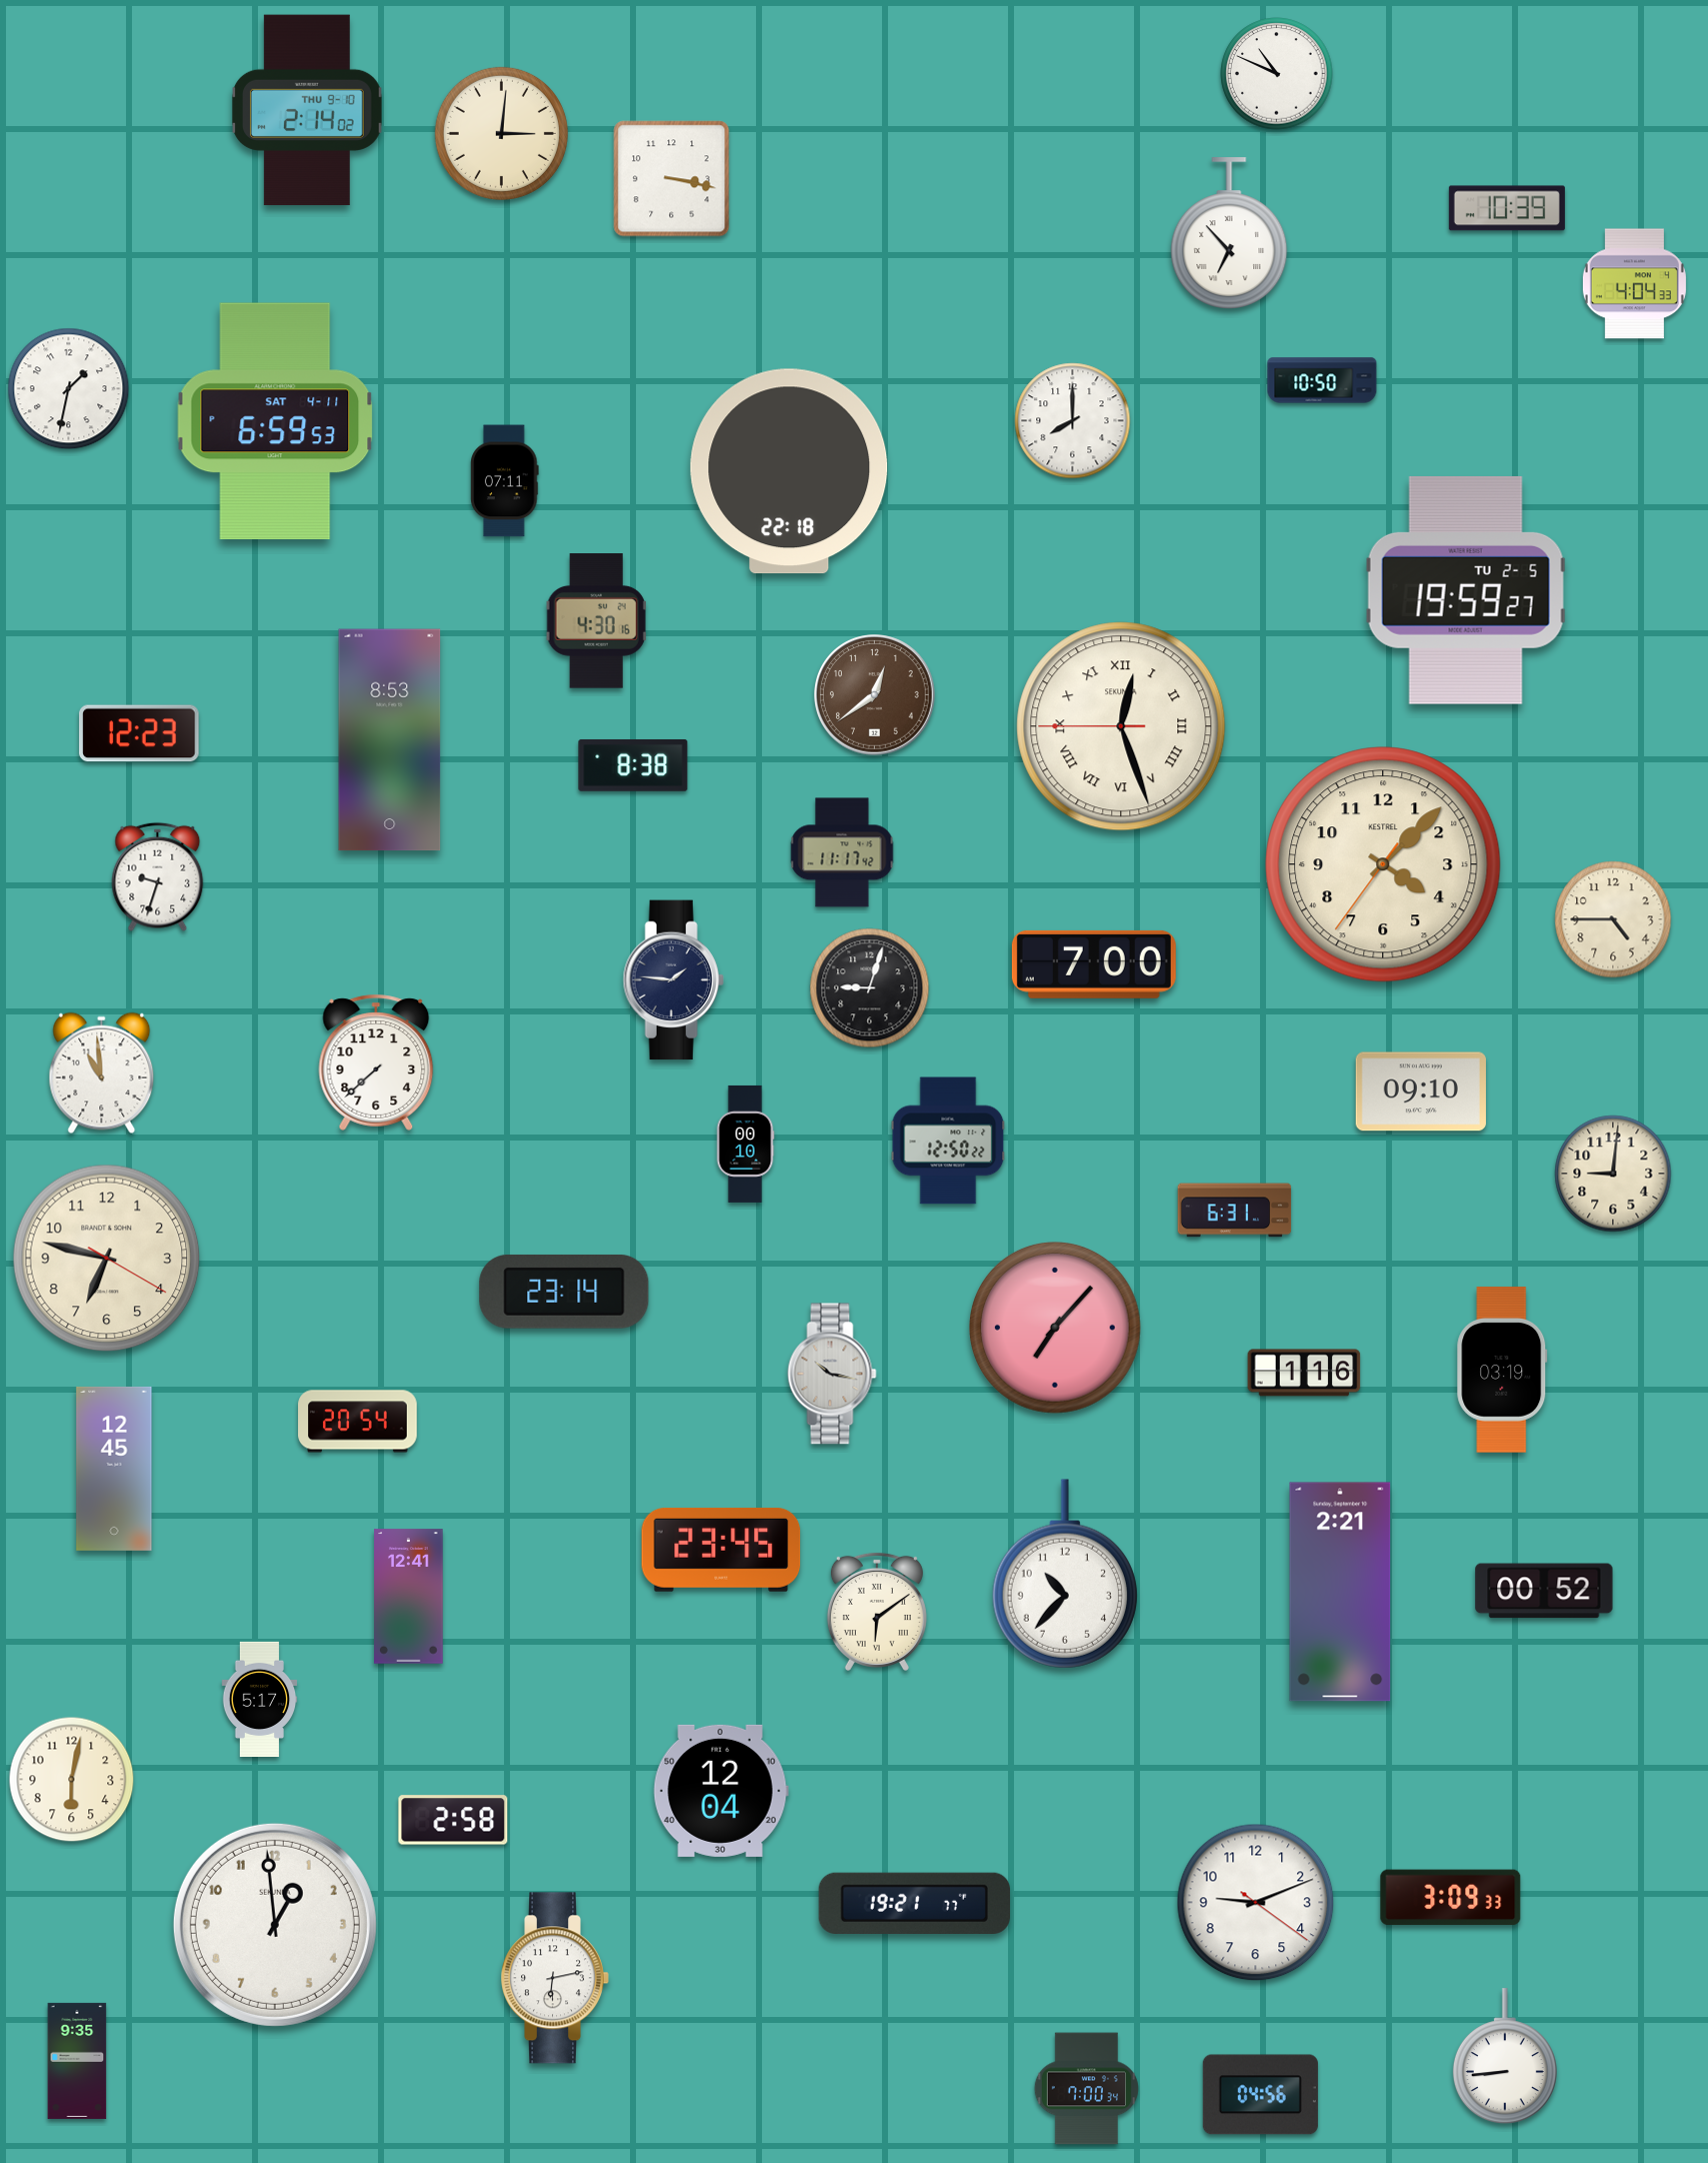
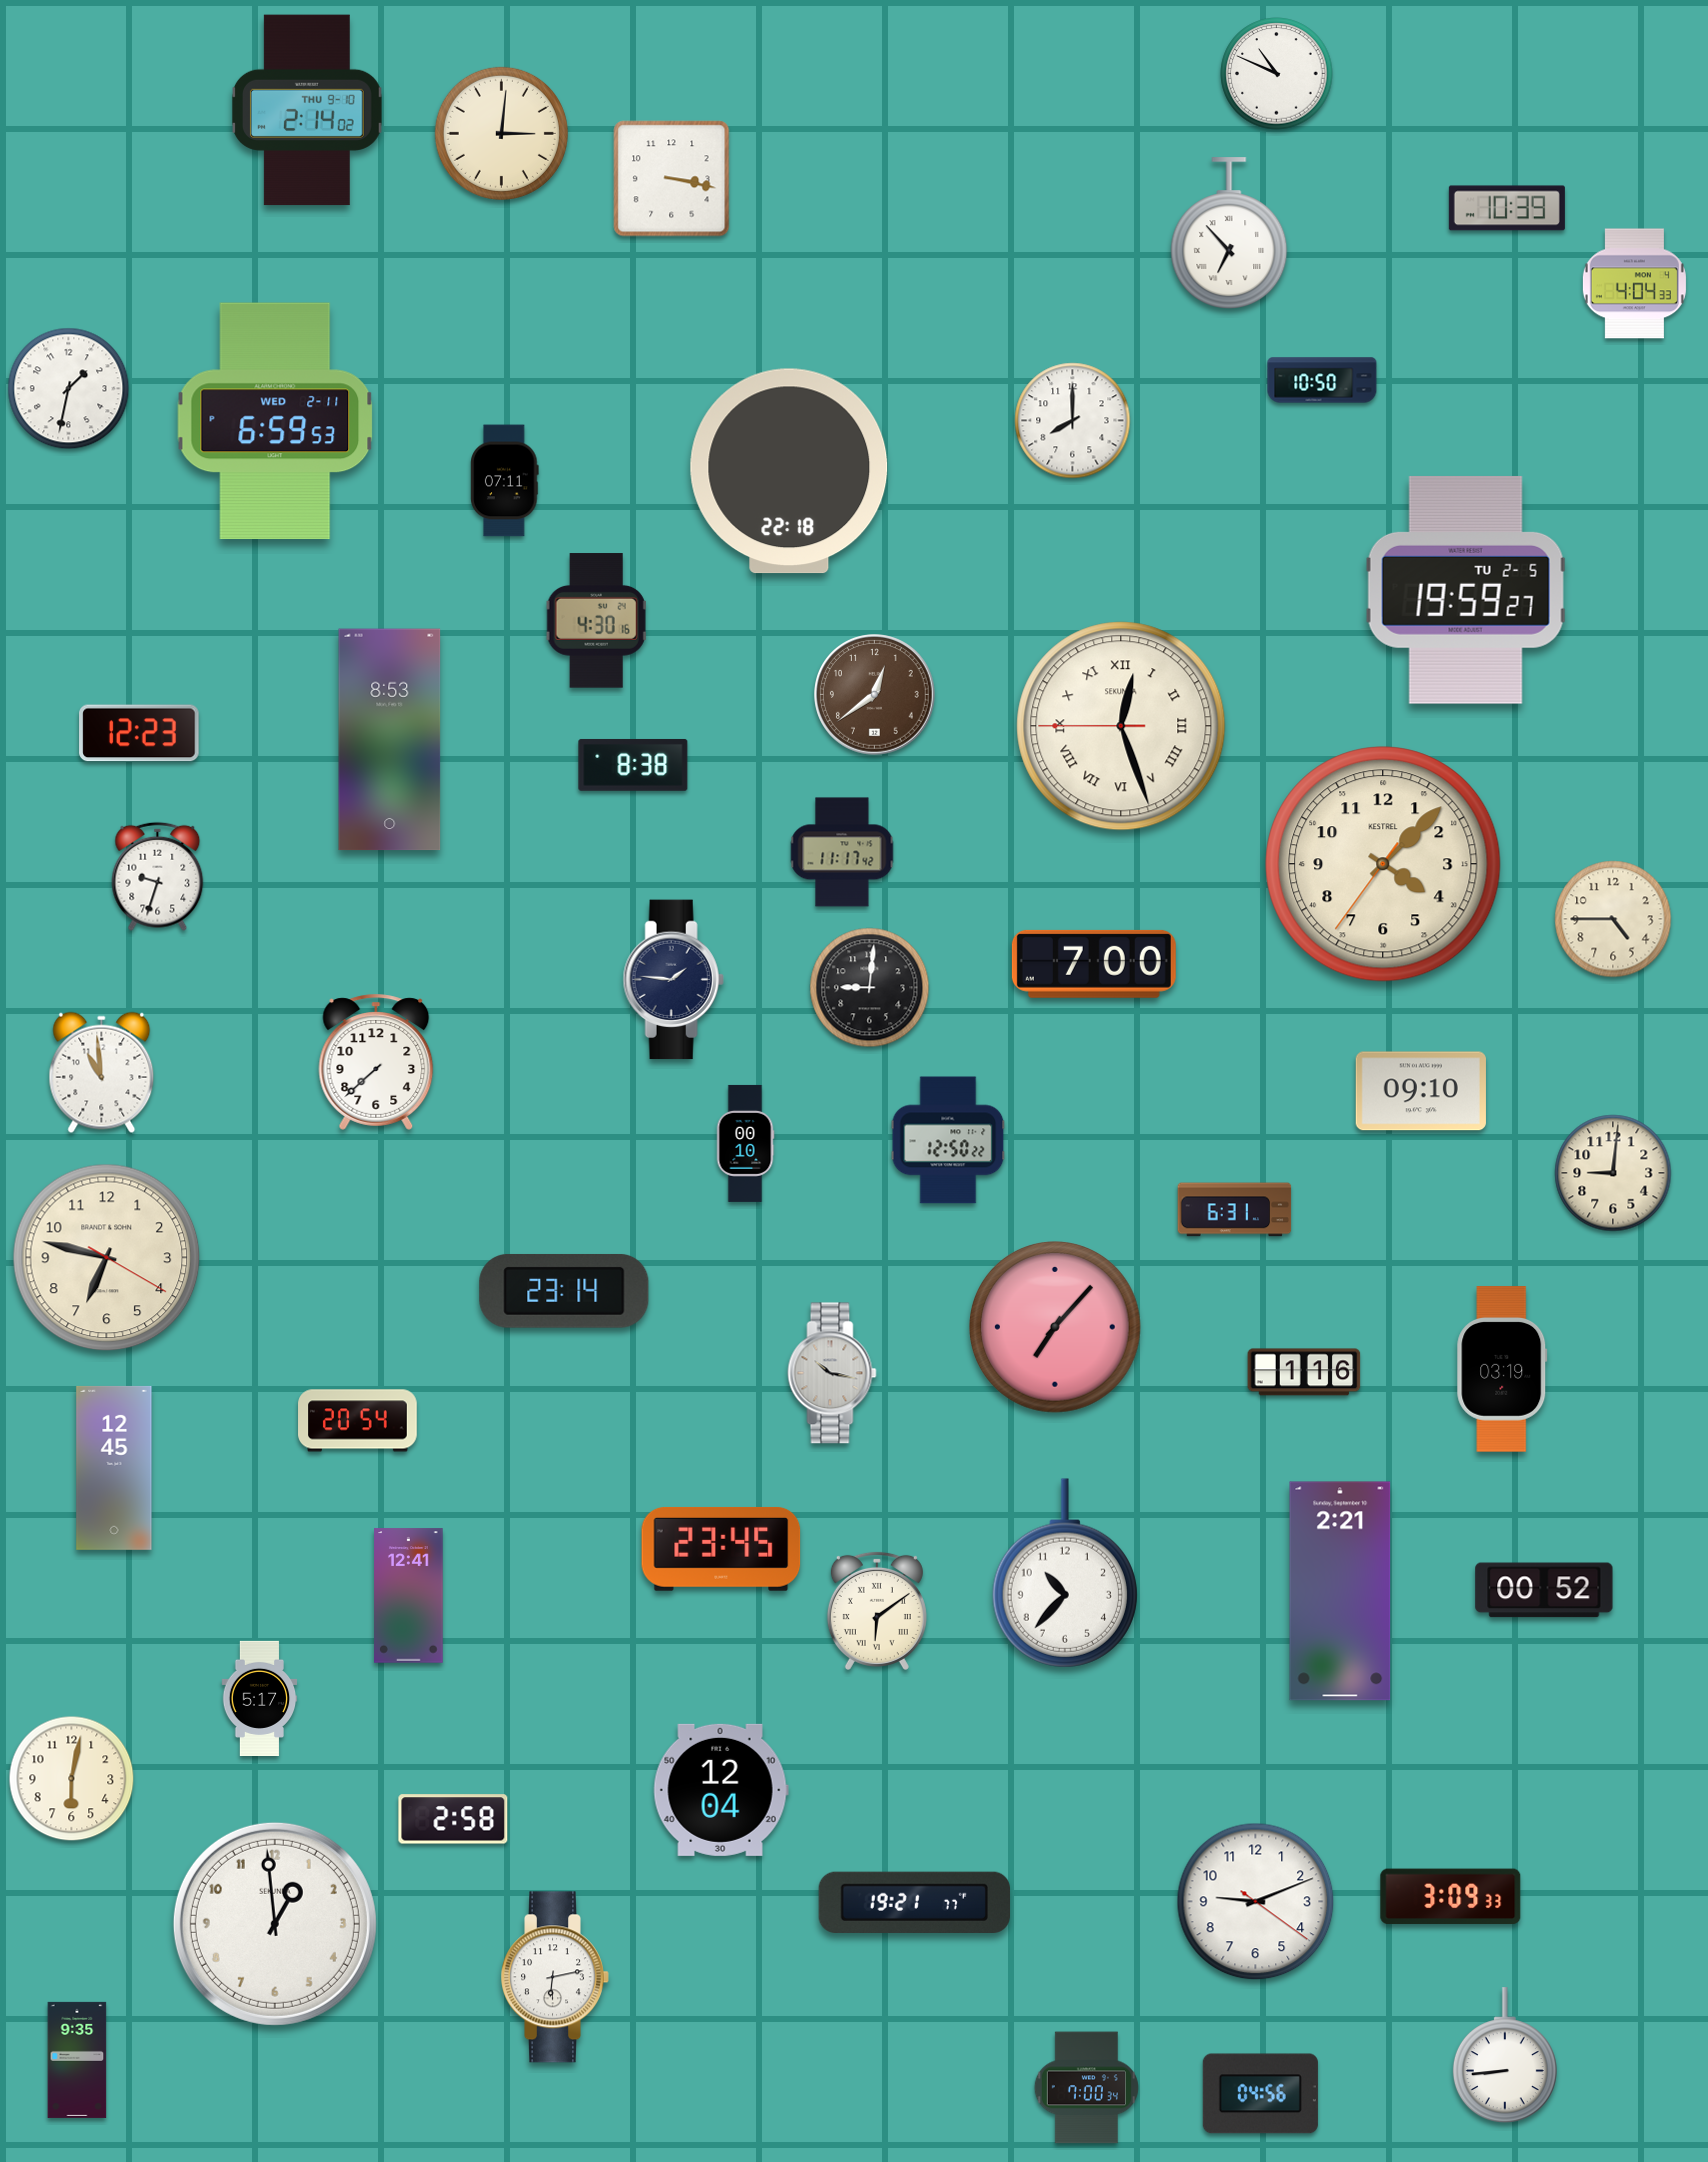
clock at (275, 421) date: SAT 4-11 -> WED 2-11
clock at (870, 988): 9:03 -> 9:01
